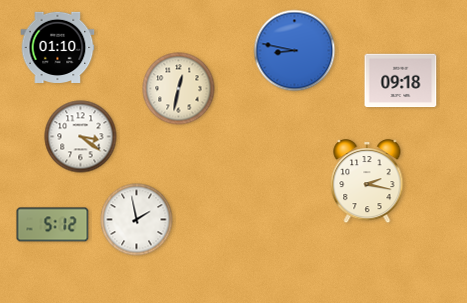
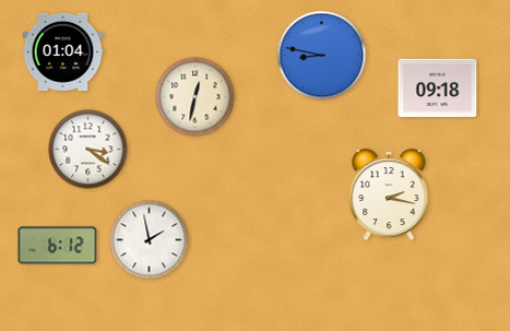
clock at (58, 47): 01:10 -> 01:04
clock at (367, 182) position: (367, 182) -> (389, 196)
clock at (53, 225): 5:12 -> 6:12
